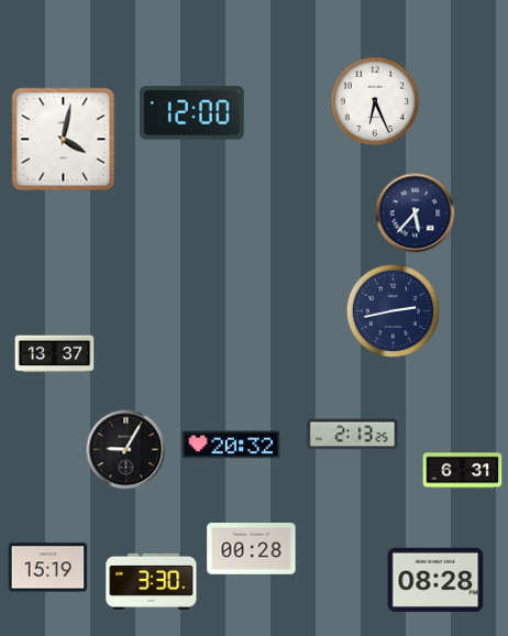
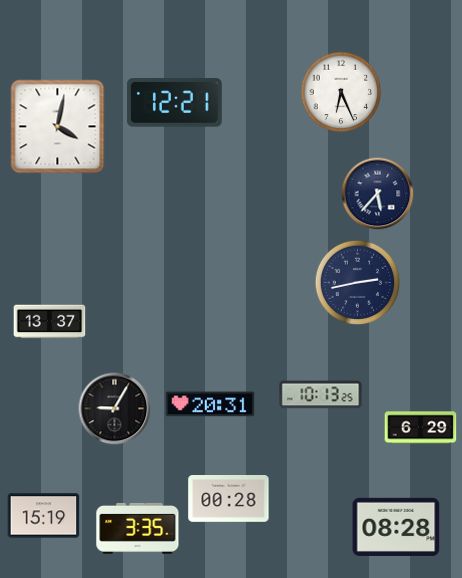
clock at (192, 113): 12:00 -> 12:21
clock at (353, 435): 2:13 -> 10:13
clock at (231, 445): 20:32 -> 20:31
clock at (463, 471): 6:31 -> 6:29
clock at (152, 581): 3:30 -> 3:35
